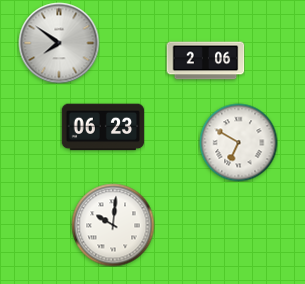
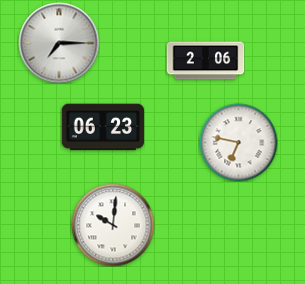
clock at (59, 43): 7:51 -> 7:15
clock at (238, 142): 6:50 -> 6:47
